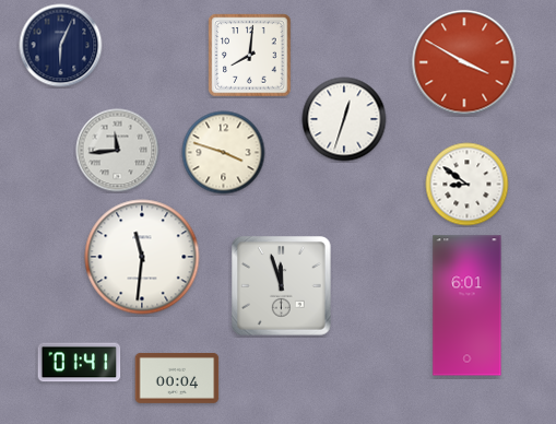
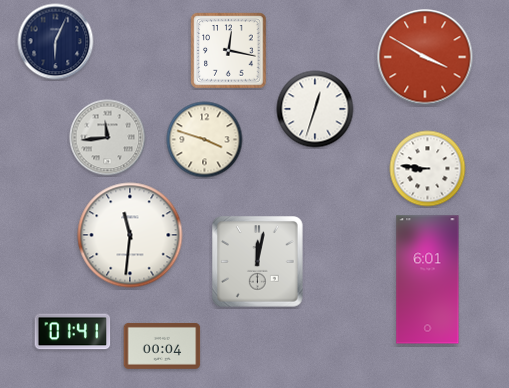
clock at (250, 56): 8:01 -> 12:17
clock at (468, 185): 8:51 -> 8:46
clock at (282, 286): 11:57 -> 12:02
